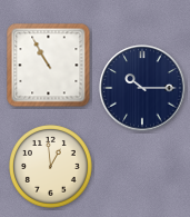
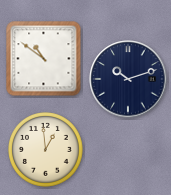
clock at (49, 66): 10:55 -> 10:51
clock at (142, 88): 10:15 -> 10:12
